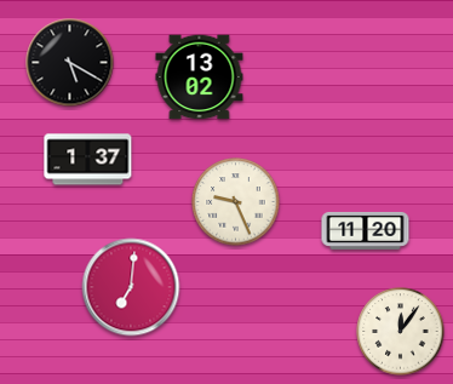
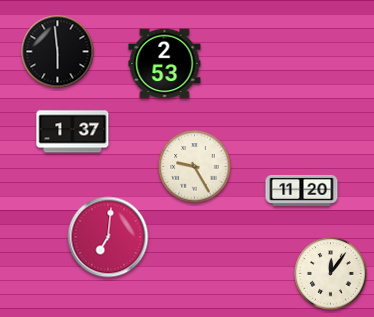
clock at (70, 63): 5:20 -> 5:59
clock at (200, 78): 13:02 -> 2:53
clock at (236, 202): 9:26 -> 9:25
